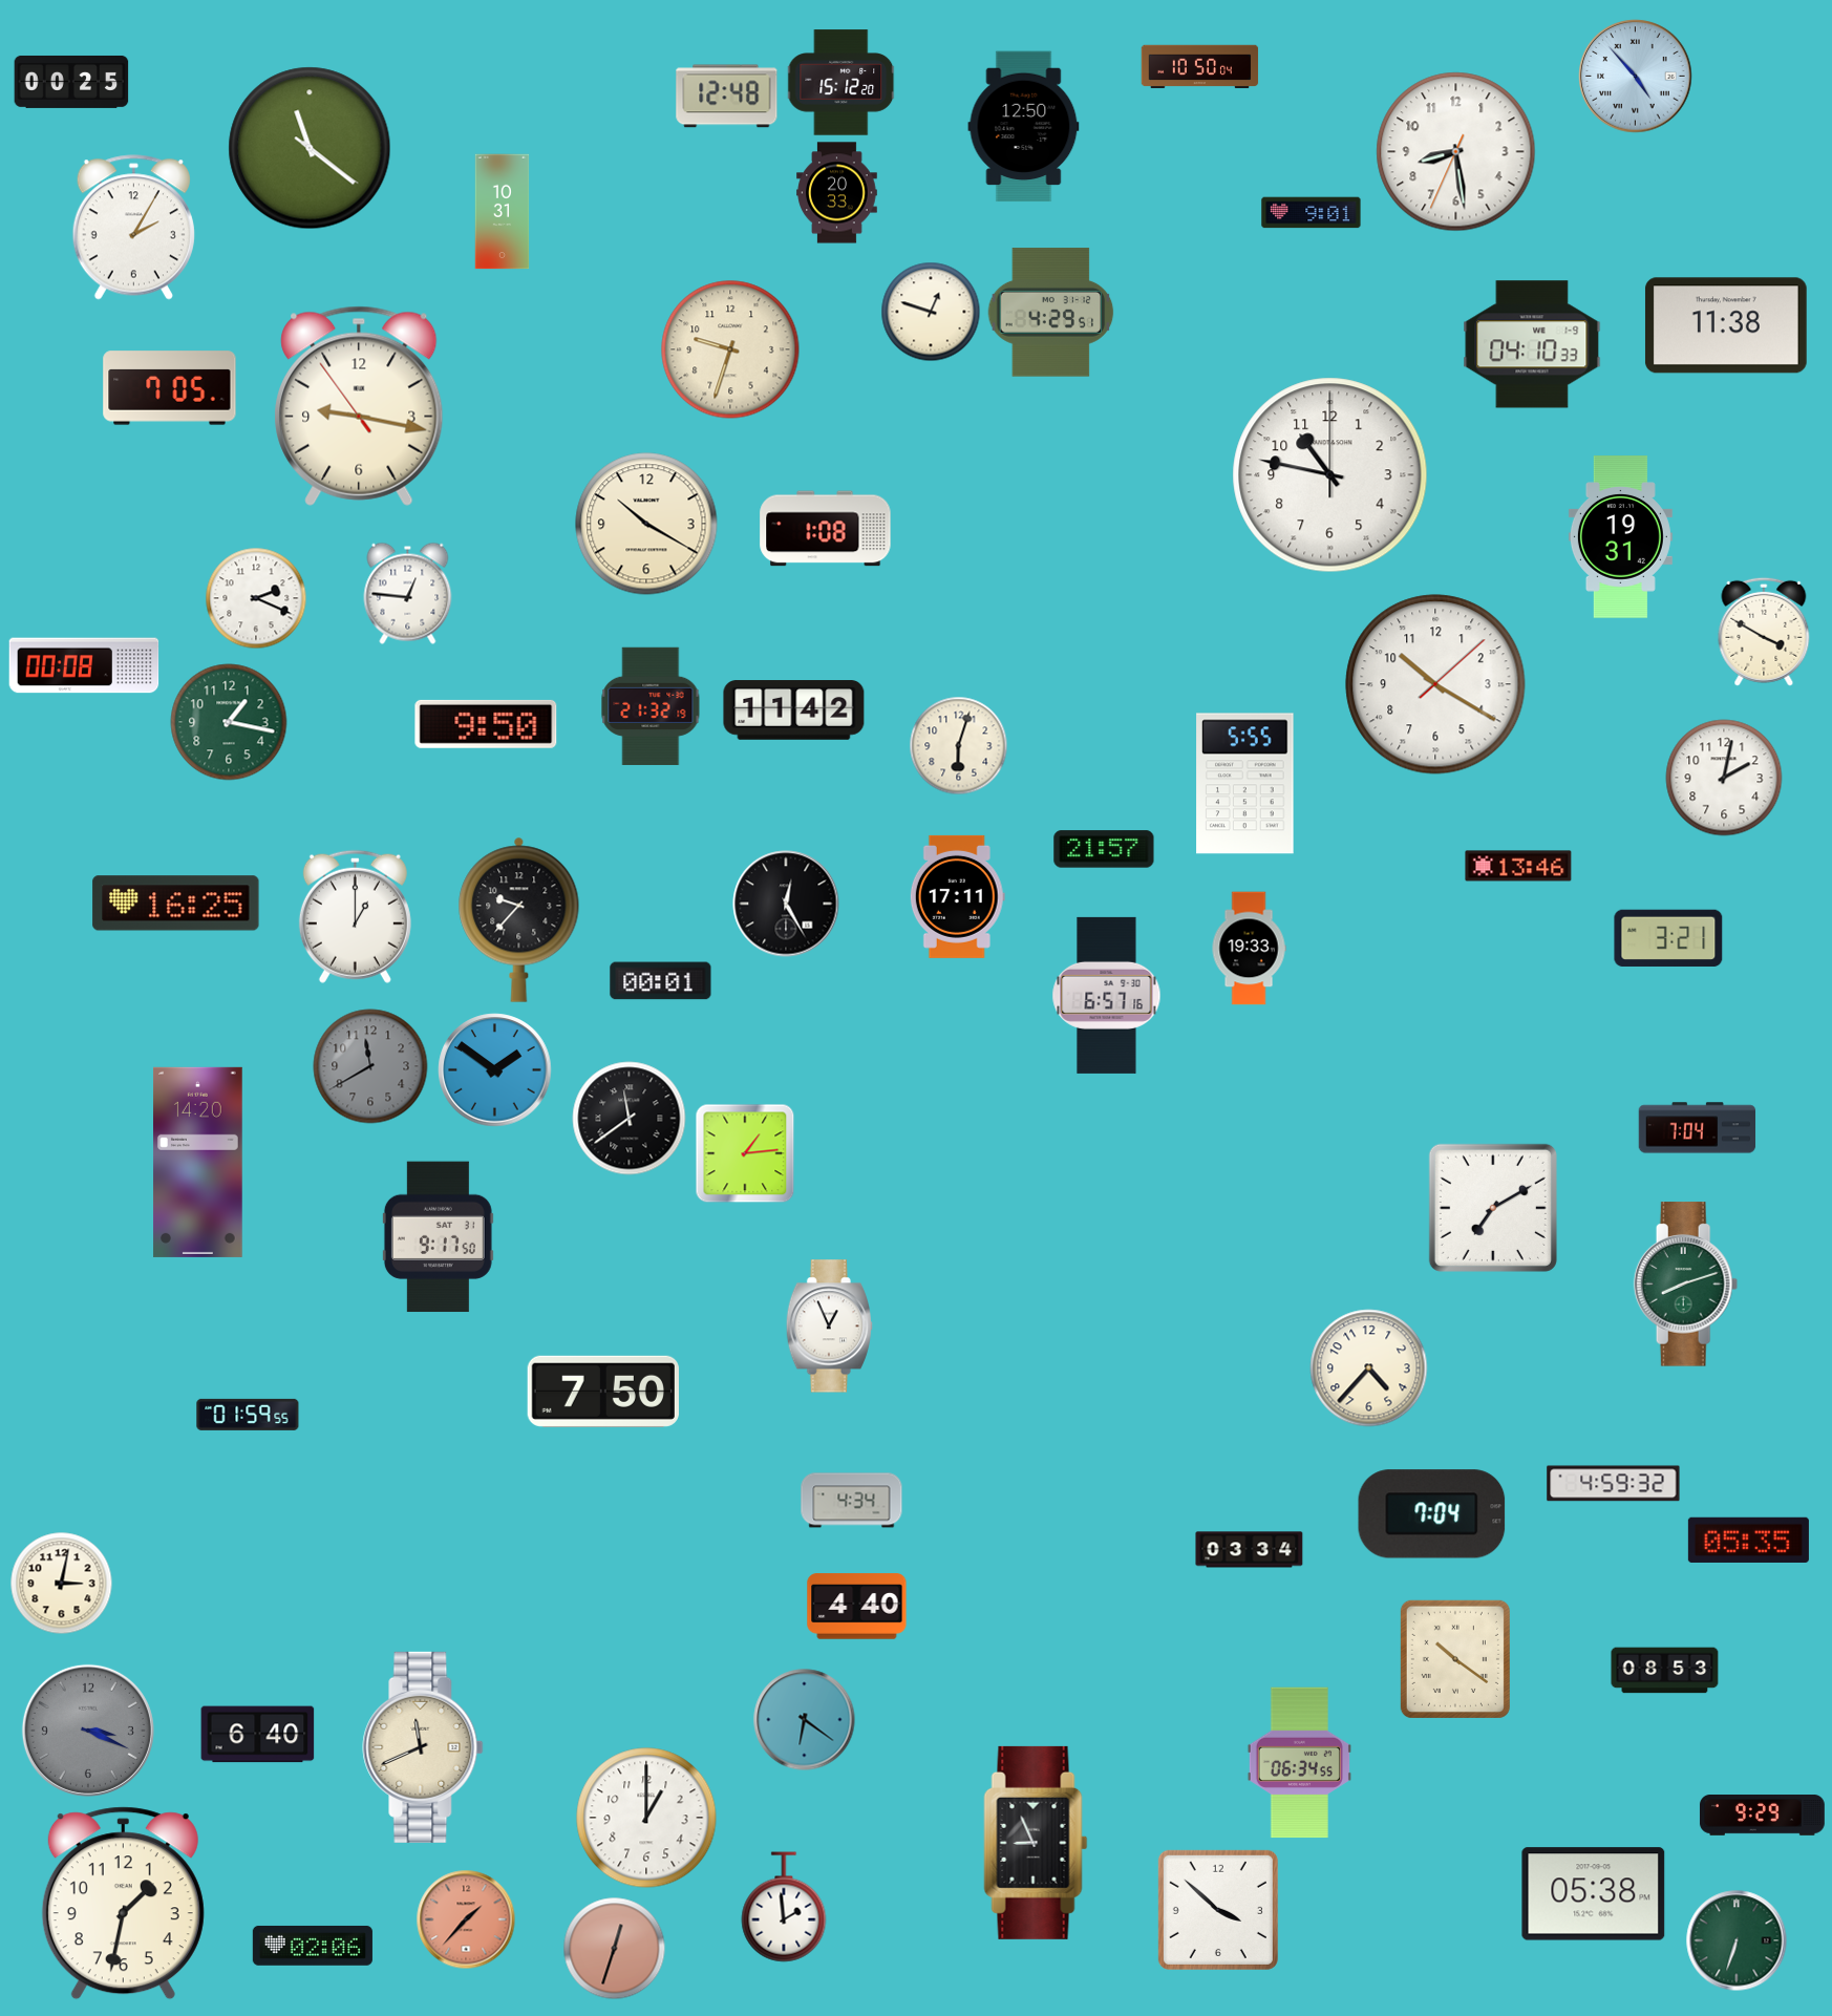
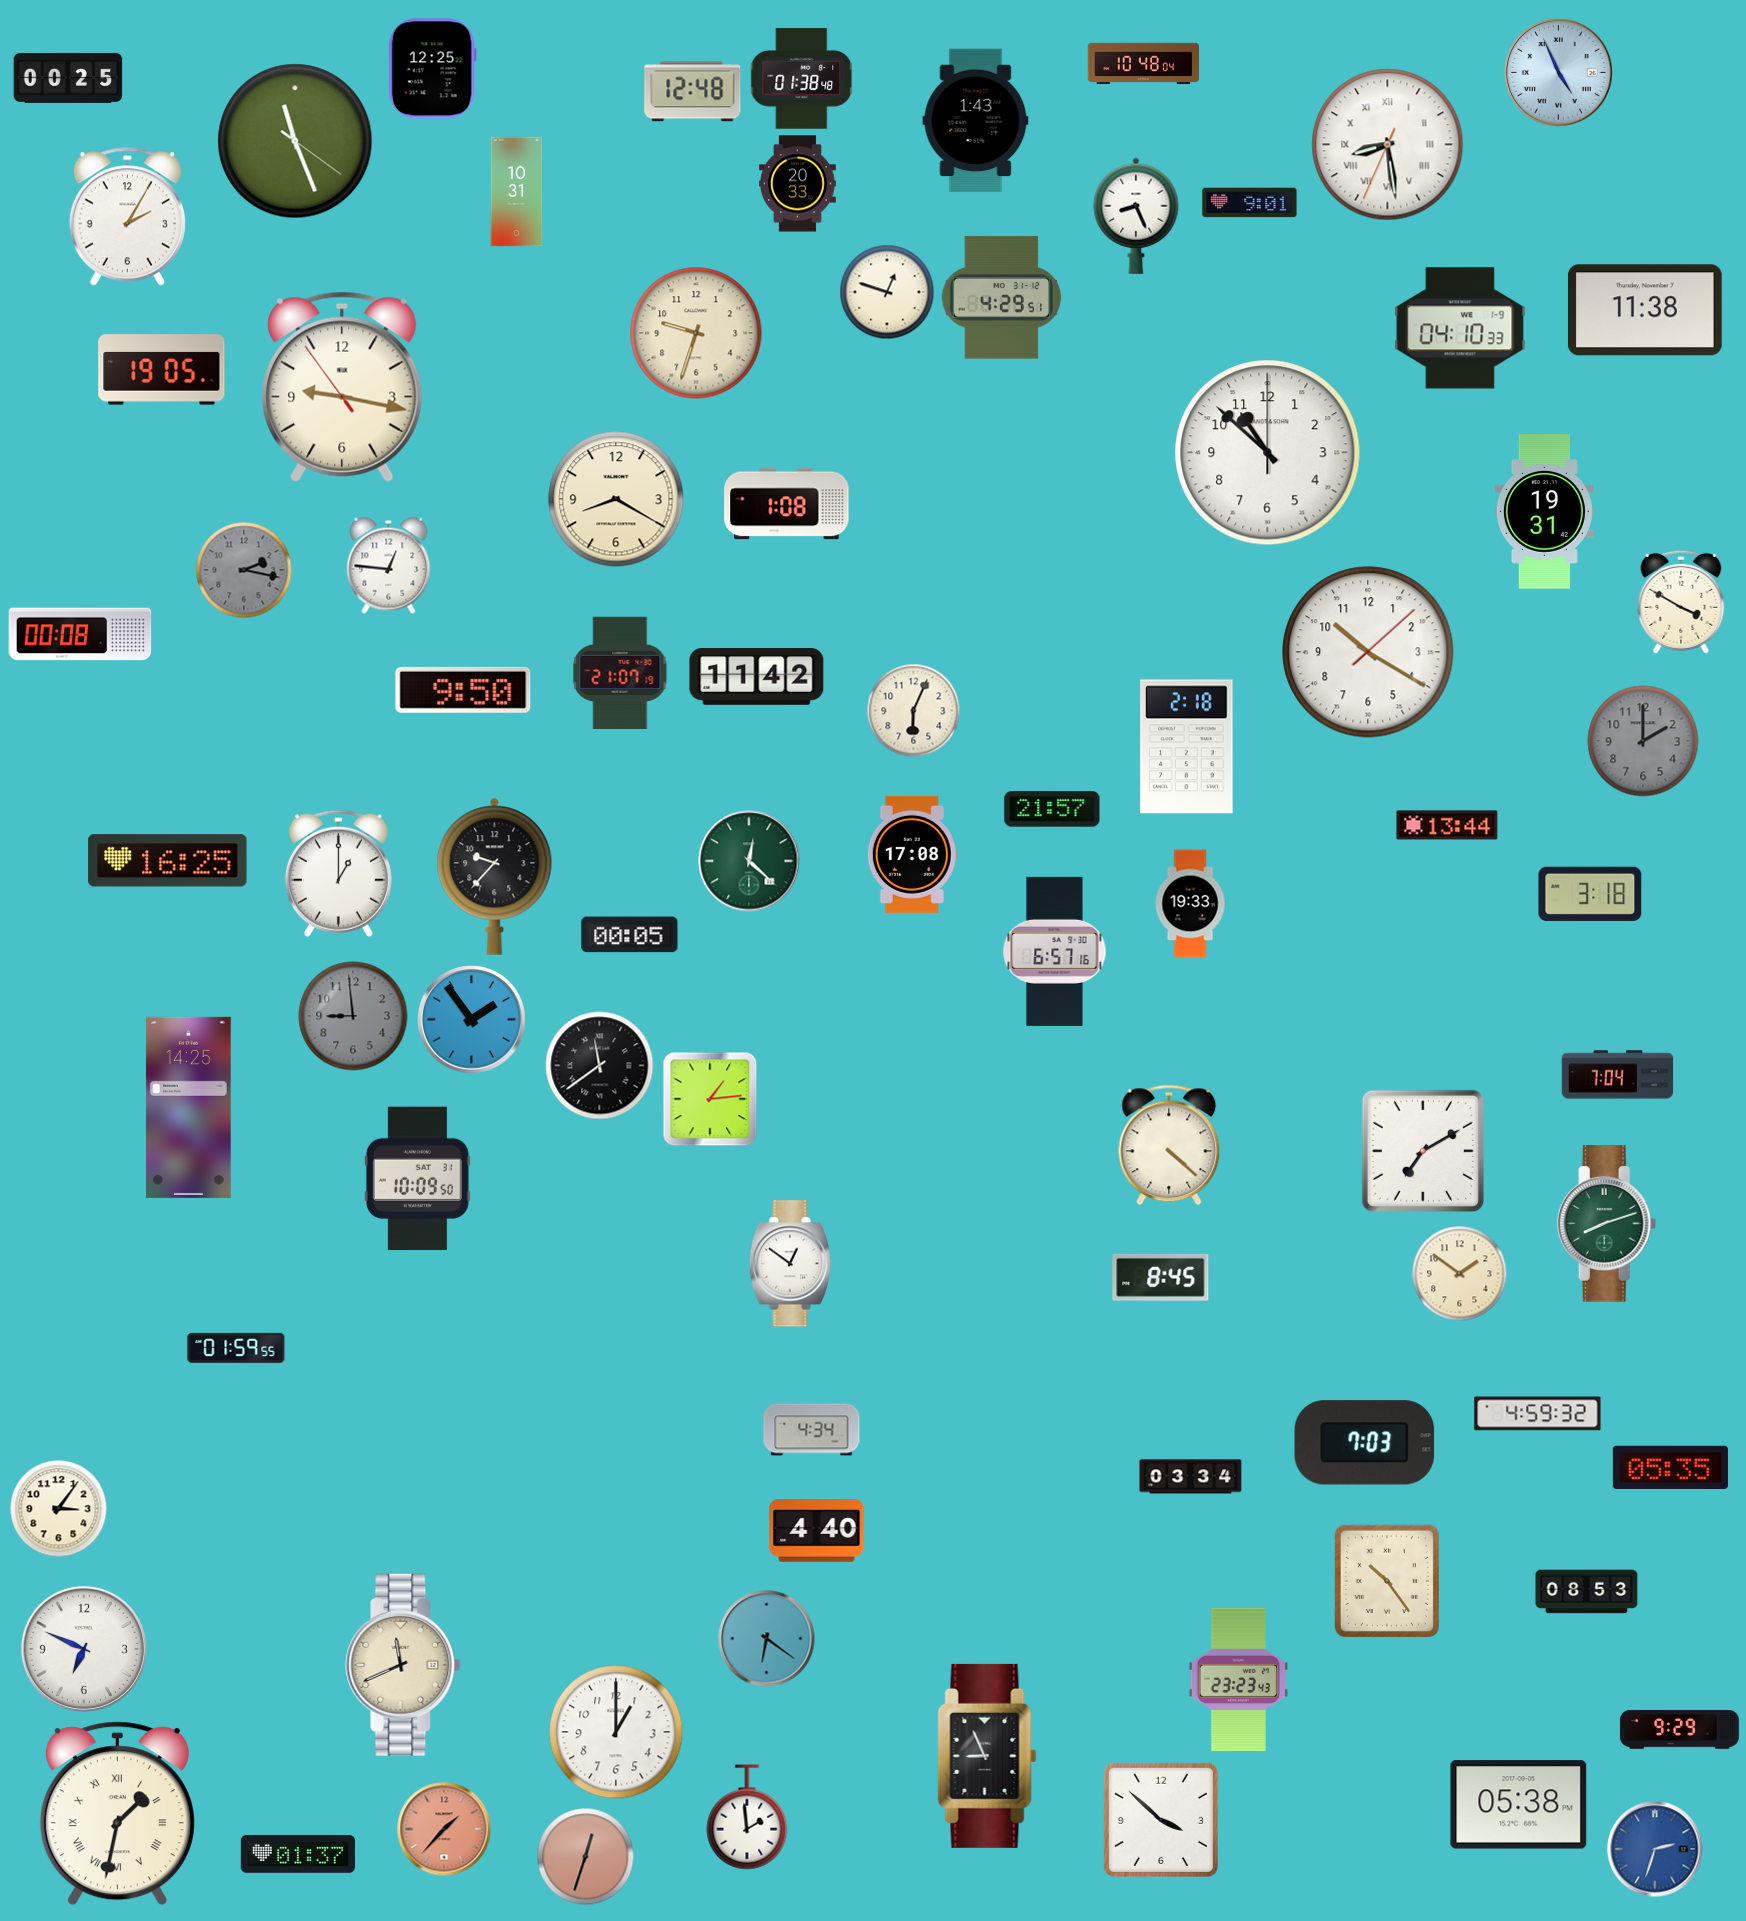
clock at (1200, 67): 10:50 -> 10:48
clock at (432, 69): none -> 12:25
clock at (1636, 77): 4:53 -> 4:56
clock at (842, 83): 15:12 -> 01:38
clock at (1024, 127): 12:50 -> 1:43
clock at (310, 148): 11:21 -> 11:26
clock at (1456, 152) numerals: Arabic -> Roman
clock at (503, 212) position: (503, 212) -> (517, 192)
clock at (1136, 216): none -> 8:26
clock at (931, 312) position: (931, 312) -> (887, 292)
clock at (170, 388): 7:05 -> 19:05
clock at (1330, 475): 10:47 -> 10:52
clock at (646, 524): 10:20 -> 8:20
clock at (256, 598): 2:19 -> 2:17
clock at (256, 598) dial: white -> grey
clock at (651, 706): 21:32 -> 21:07
clock at (229, 722): 1:17 -> none
clock at (959, 746): 6:03 -> 6:04
clock at (1724, 778): 2:02 -> 2:00
clock at (1724, 778) dial: white -> grey
clock at (1245, 784): 5:55 -> 2:18
clock at (1518, 866): 13:46 -> 13:44
clock at (957, 896): 17:11 -> 17:08
clock at (786, 904): 12:25 -> 12:22
clock at (786, 904) dial: black -> green
clock at (1668, 938): 3:21 -> 3:18
clock at (661, 981): 00:01 -> 00:05
clock at (1107, 995) position: (1107, 995) -> (1055, 951)
clock at (370, 1066): 11:40 -> 8:59
clock at (495, 1070): 1:51 -> 1:54
clock at (198, 1162): 14:20 -> 14:25
clock at (1169, 1145): none -> 4:22
clock at (438, 1237): 9:17 -> 10:09
clock at (829, 1327): 12:56 -> 12:51
clock at (1460, 1274): none -> 1:51
clock at (1161, 1277): none -> 8:45
clock at (1369, 1368): 4:37 -> none
clock at (603, 1392): 7:50 -> none
clock at (1432, 1514): 7:04 -> 7:03
clock at (1748, 1540) position: (1748, 1540) -> (1670, 1467)
clock at (62, 1584): 3:02 -> 3:06
clock at (1455, 1659): 10:21 -> 10:24
clock at (88, 1731): 3:19 -> 6:49
clock at (88, 1731) dial: grey -> white
clock at (258, 1735): 6:40 -> none
clock at (1299, 1763): 06:34 -> 23:23
clock at (123, 1904) numerals: Arabic -> Roman
clock at (1737, 1940): 6:33 -> 2:33
clock at (1737, 1940) dial: green -> blue
clock at (313, 1946): 02:06 -> 01:37
